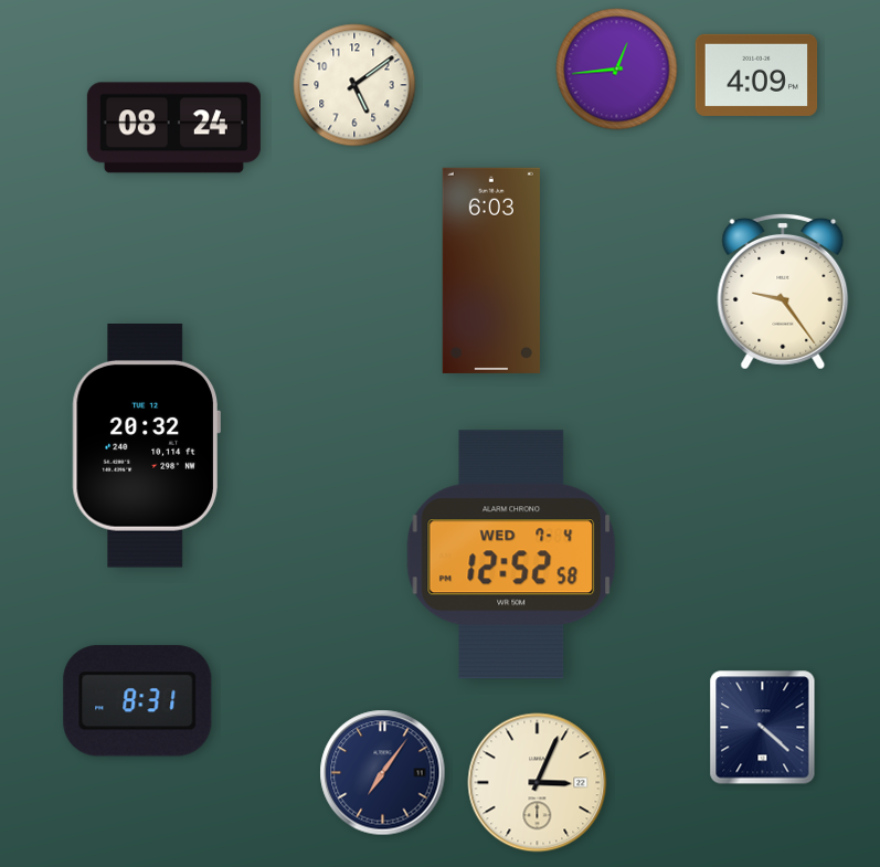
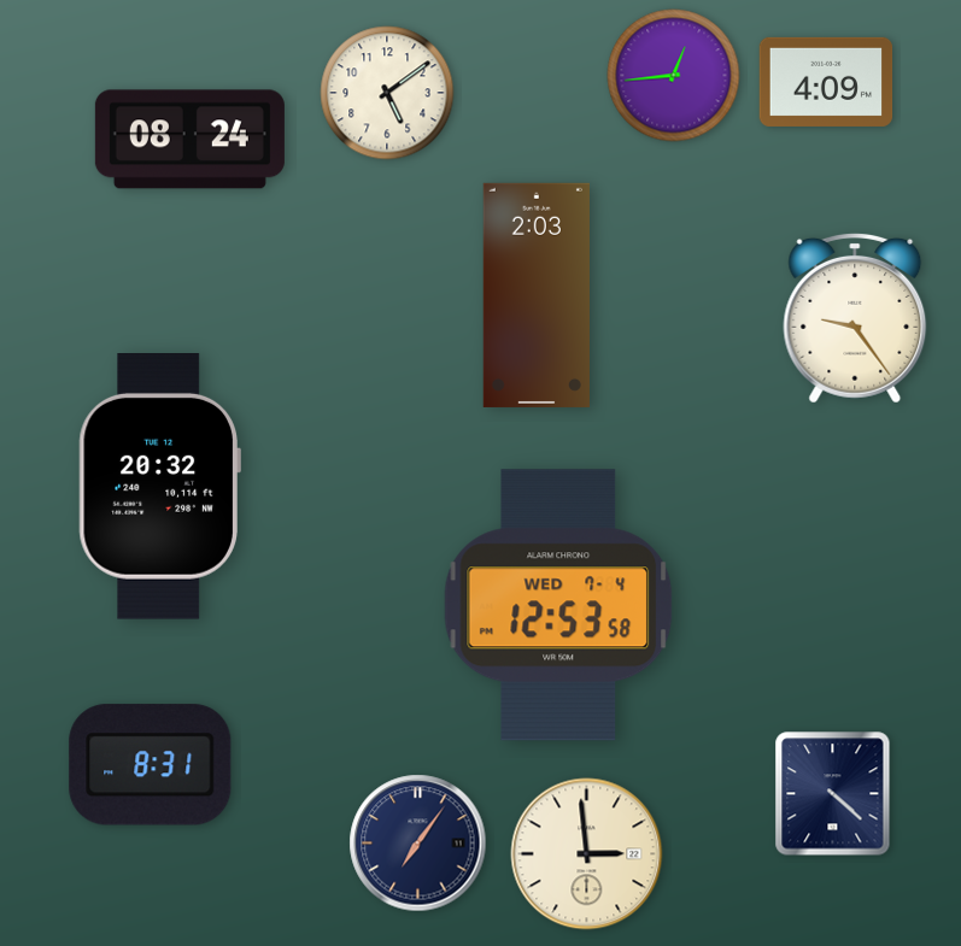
clock at (491, 271): 6:03 -> 2:03
clock at (511, 554): 12:52 -> 12:53
clock at (538, 783): 3:04 -> 2:59
